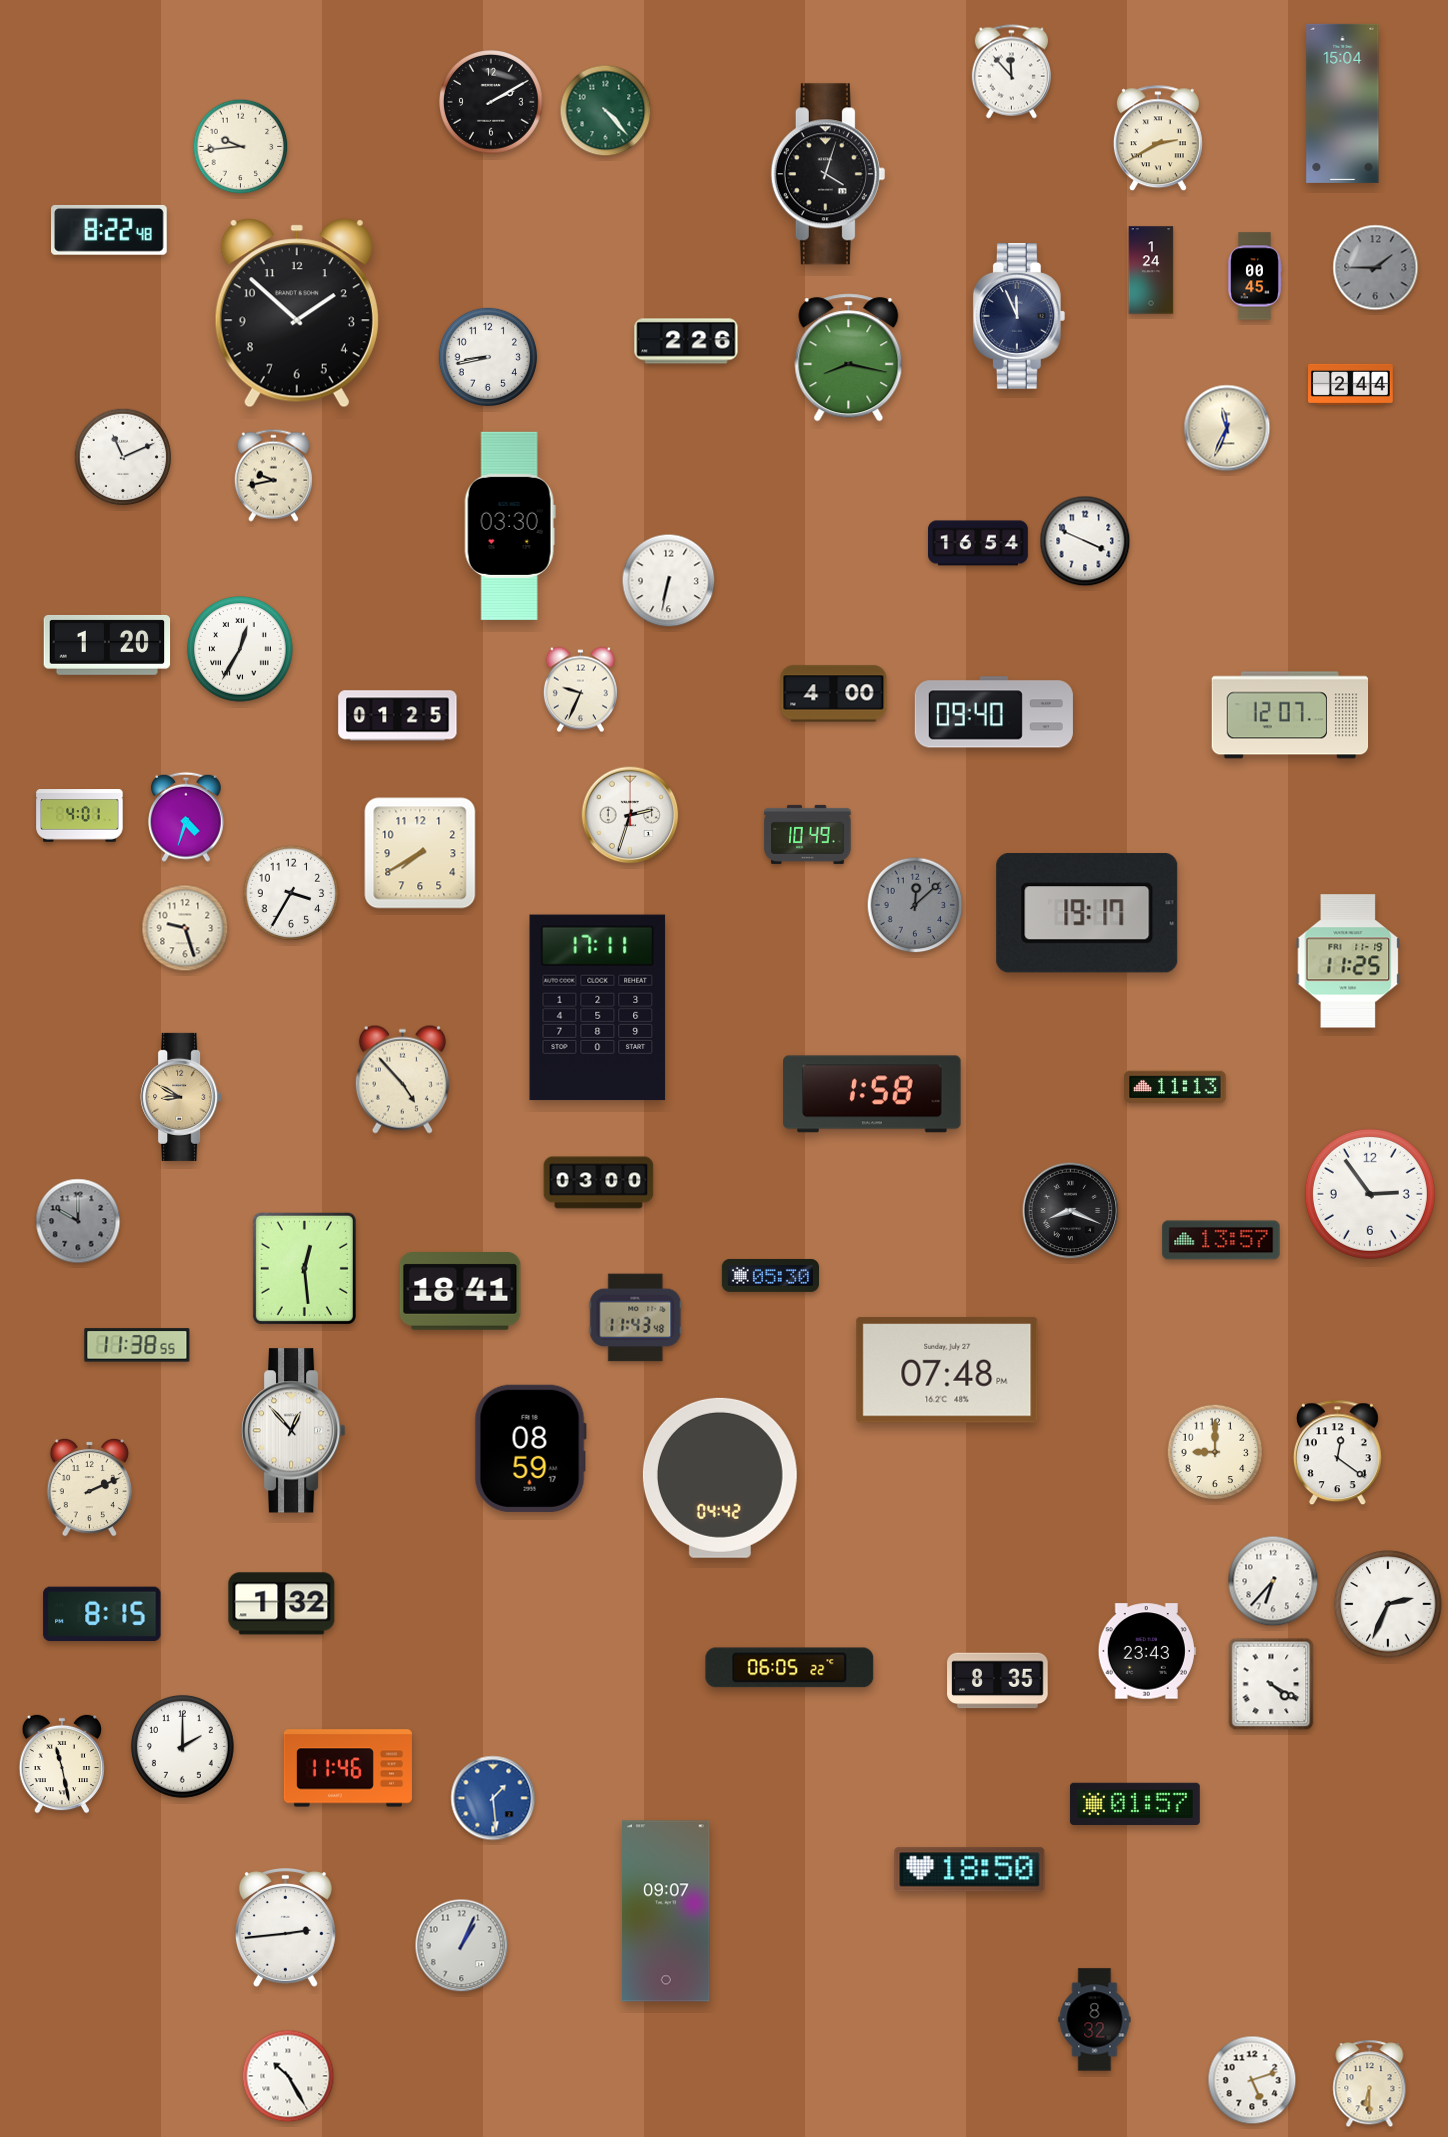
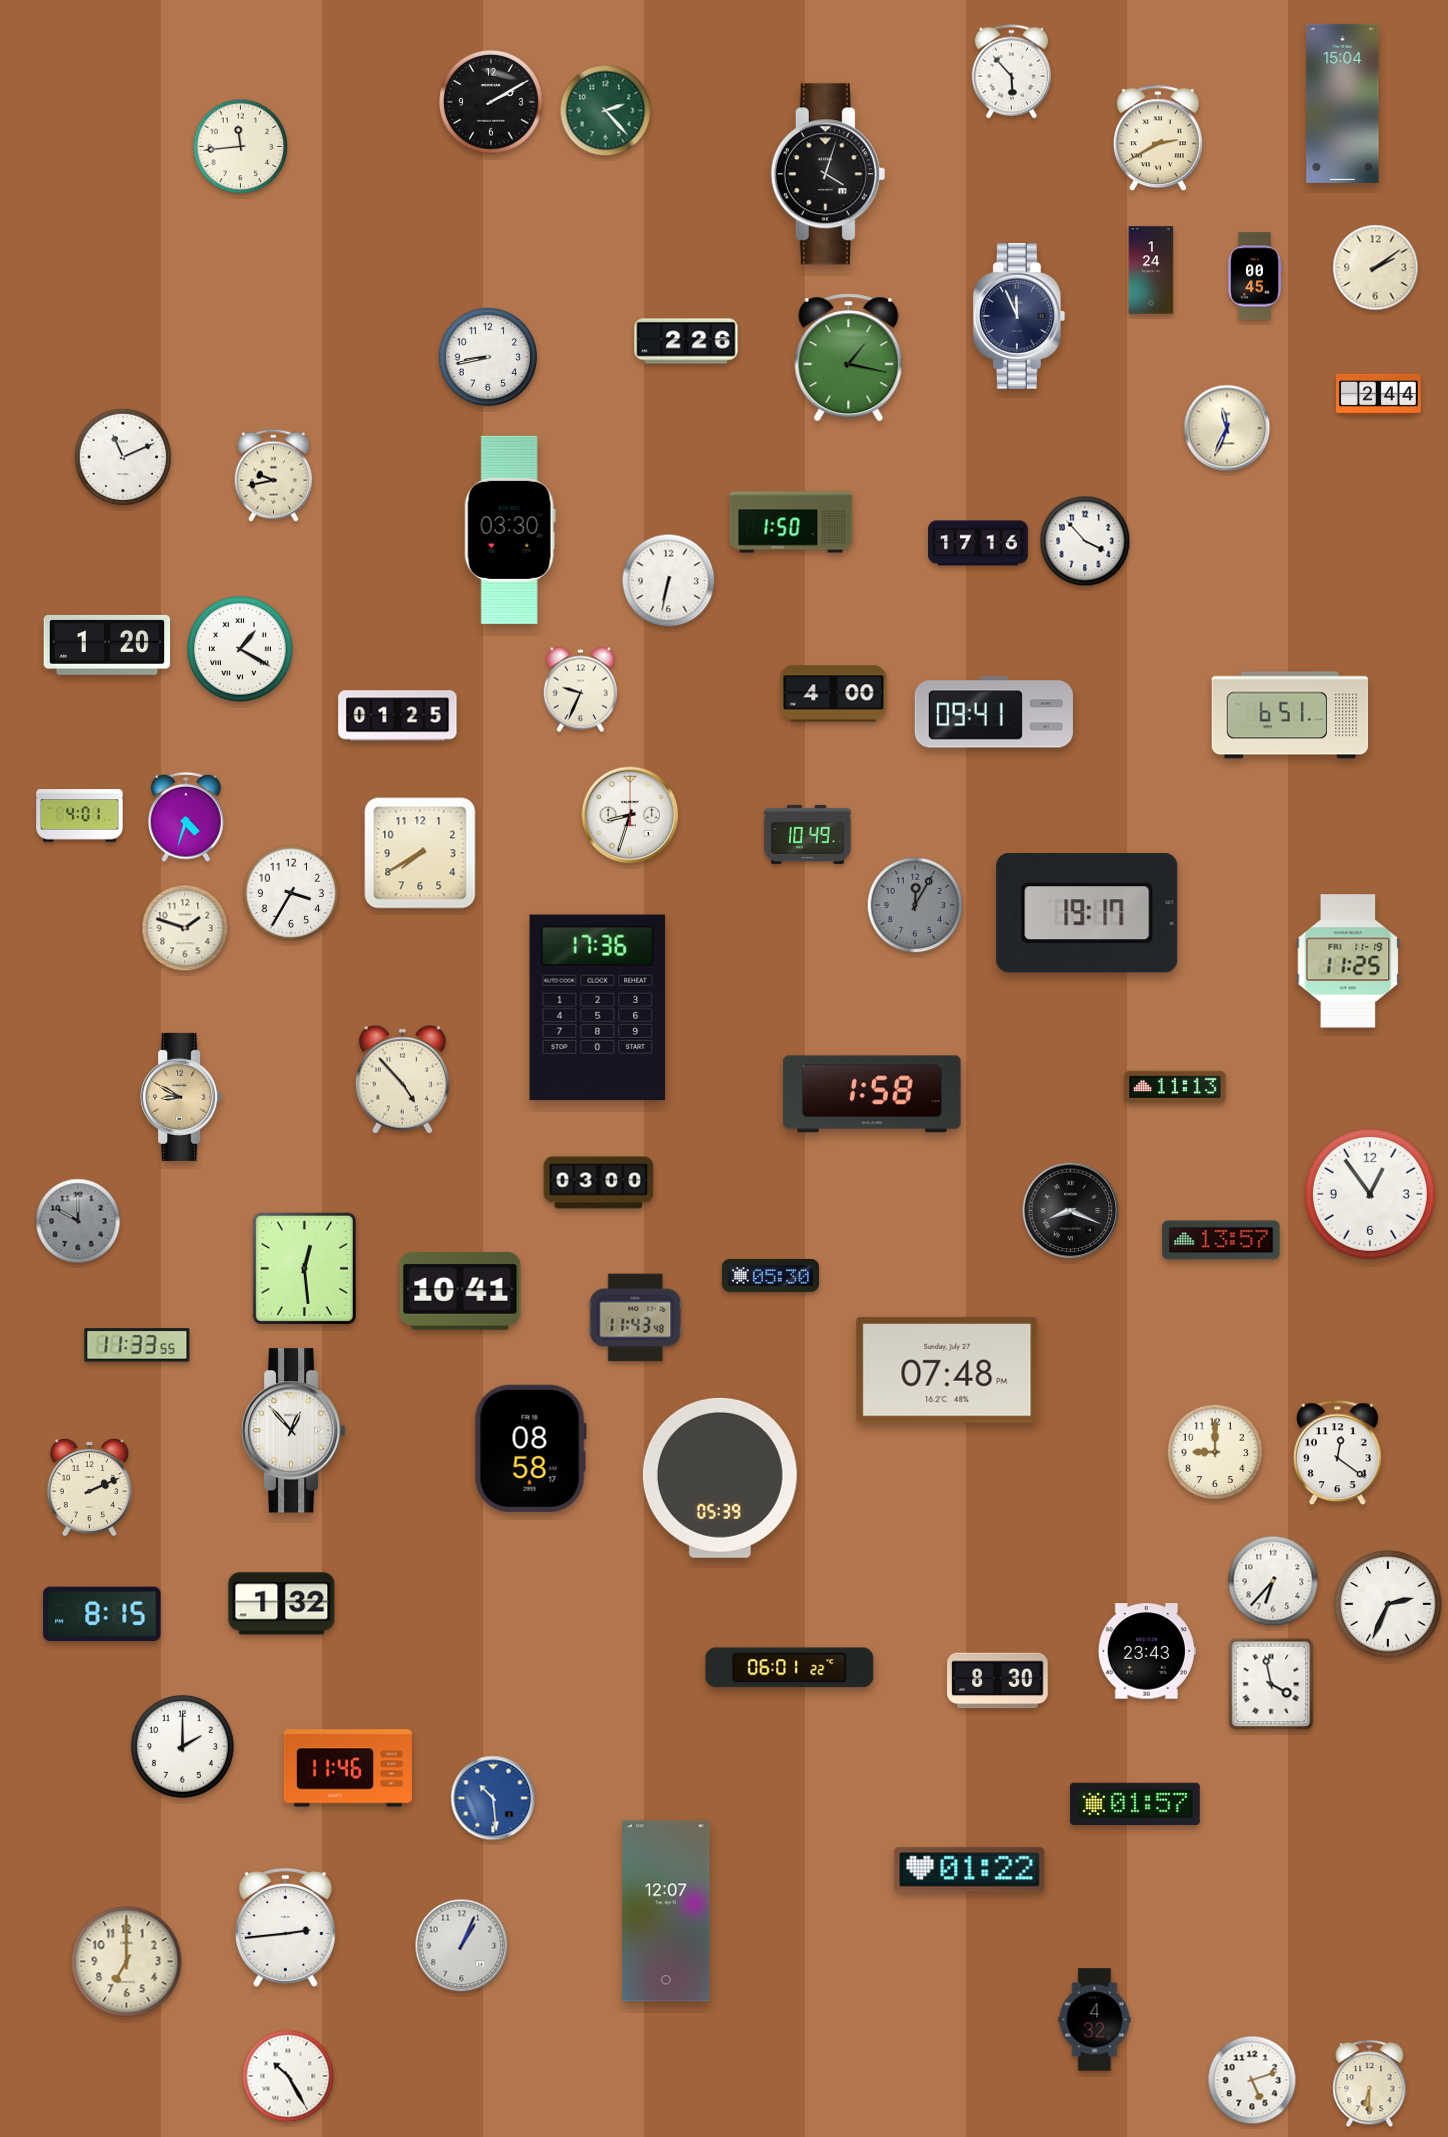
clock at (1011, 72): 11:53 -> 5:53
clock at (606, 111): 4:23 -> 2:23
clock at (241, 147): 9:44 -> 11:44
clock at (110, 230): 8:22 -> none
clock at (1376, 268): 1:45 -> 2:09
clock at (1376, 268) dial: grey -> cream
clock at (297, 313): 1:52 -> none
clock at (849, 358): 8:17 -> 1:17
clock at (1351, 384) position: (1351, 384) -> (1379, 394)
clock at (791, 522): none -> 1:50
clock at (510, 526) position: (510, 526) -> (510, 530)
clock at (1085, 541): 3:49 -> 3:53
clock at (979, 543): 16:54 -> 17:16
clock at (240, 649): 12:35 -> 1:20
clock at (994, 712): 09:40 -> 09:41
clock at (1290, 715): 12:07 -> 6:51
clock at (630, 815): 2:33 -> 8:33
clock at (915, 905): 12:08 -> 12:05
clock at (185, 928): 9:27 -> 1:48
clock at (598, 1008): 17:11 -> 17:36
clock at (1370, 1194): 2:54 -> 12:54
clock at (460, 1292): 18:41 -> 10:41
clock at (137, 1345): 11:38 -> 11:33
clock at (530, 1448): 08:59 -> 08:58
clock at (720, 1478): 04:42 -> 05:39
clock at (790, 1668): 06:05 -> 06:01
clock at (998, 1681): 8:35 -> 8:30
clock at (1271, 1684): 4:20 -> 3:58
clock at (61, 1764): 11:28 -> none
clock at (493, 1798): 1:29 -> 10:29
clock at (970, 1870): 18:50 -> 01:22
clock at (666, 1911): 09:07 -> 12:07
clock at (127, 1962): none -> 7:00
clock at (1095, 2020): 8:32 -> 4:32
